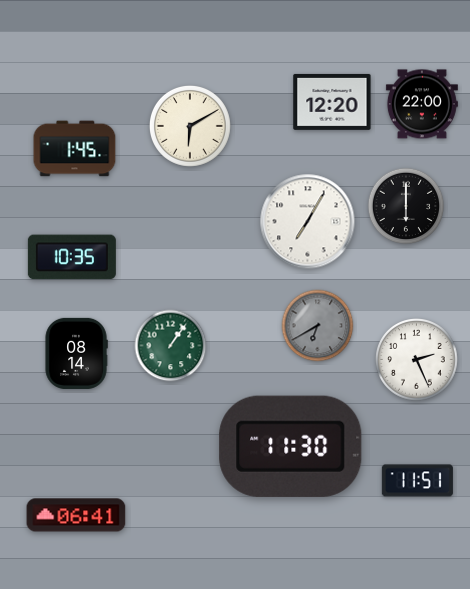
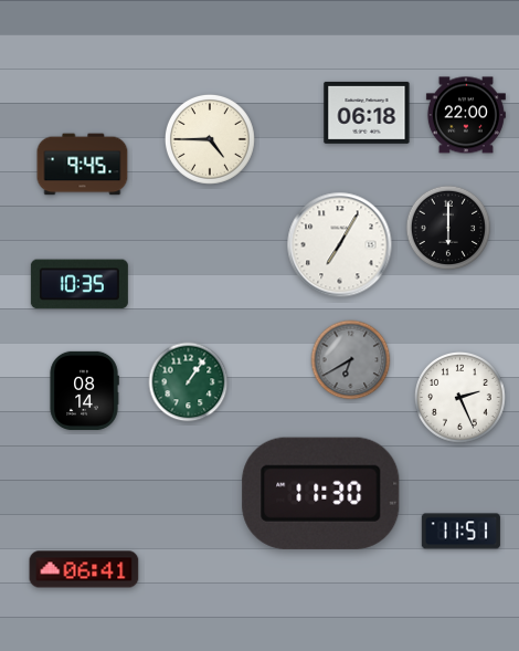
clock at (332, 102): 12:20 -> 06:18
clock at (190, 126): 6:10 -> 4:45
clock at (75, 149): 1:45 -> 9:45
